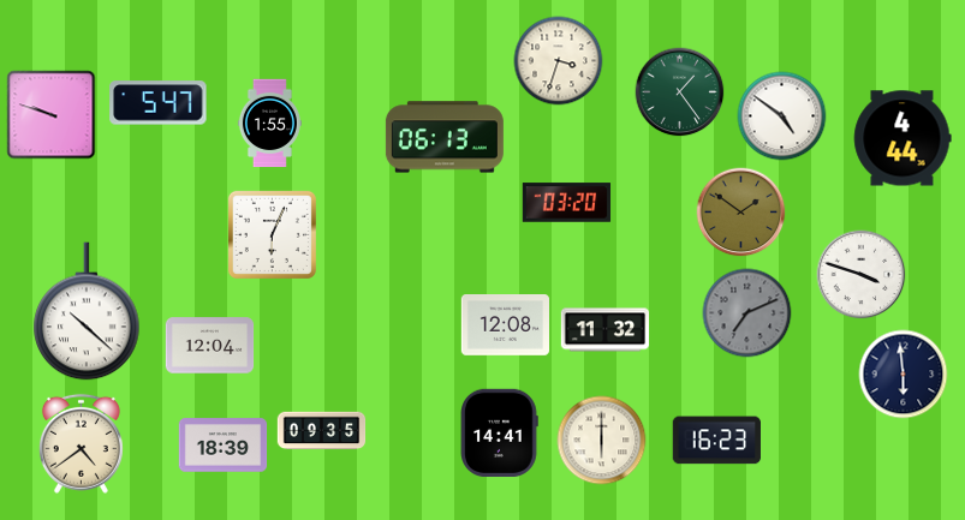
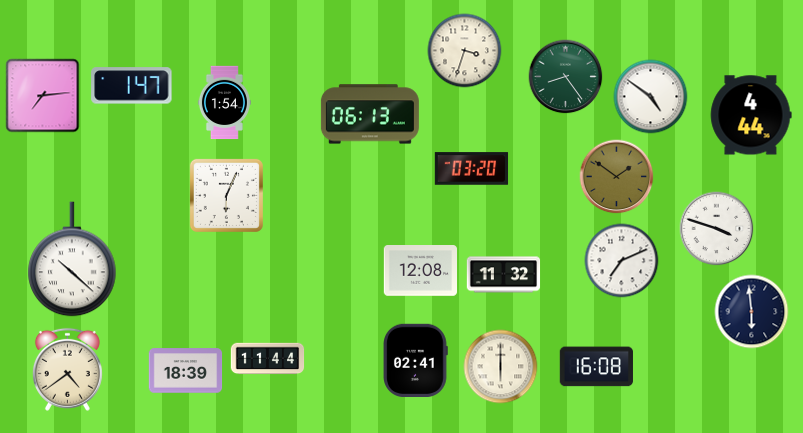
clock at (680, 92): 1:24 -> 8:24
clock at (159, 103): 5:47 -> 1:47
clock at (52, 115): 9:48 -> 7:14
clock at (269, 124): 1:55 -> 1:54
clock at (747, 313) dial: grey -> white
clock at (210, 346): 12:04 -> none
clock at (322, 431): 09:35 -> 11:44
clock at (499, 432): 14:41 -> 02:41
clock at (716, 441): 16:23 -> 16:08
